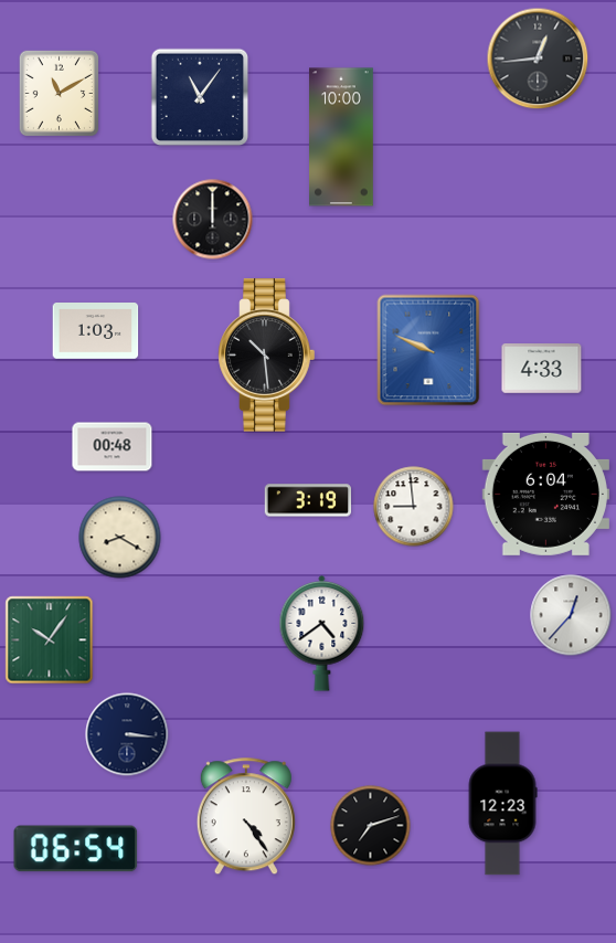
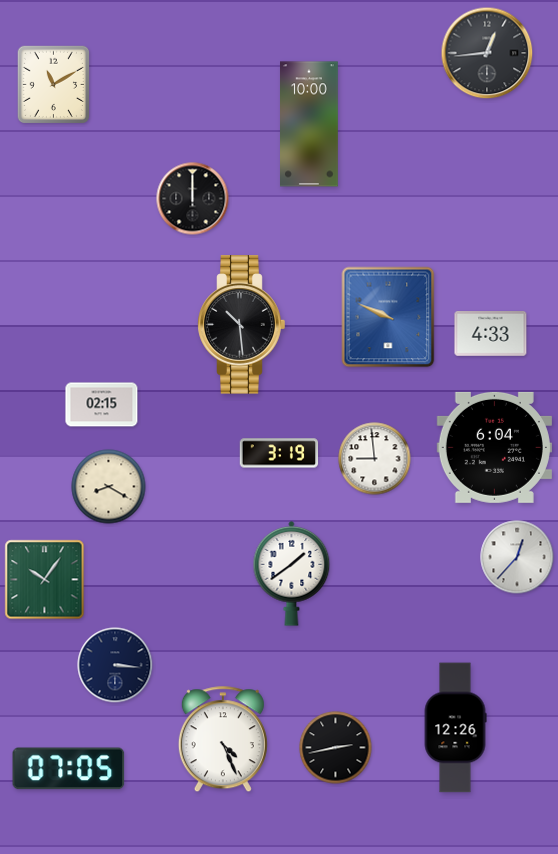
clock at (200, 97): 11:06 -> none
clock at (96, 331): 1:03 -> none
clock at (267, 356) position: (267, 356) -> (242, 325)
clock at (113, 447): 00:48 -> 02:15
clock at (322, 633): 4:39 -> 1:39
clock at (502, 804): 12:23 -> 12:26
clock at (246, 817): 4:24 -> 4:26
clock at (371, 826): 7:12 -> 2:43
clock at (76, 849): 06:54 -> 07:05
